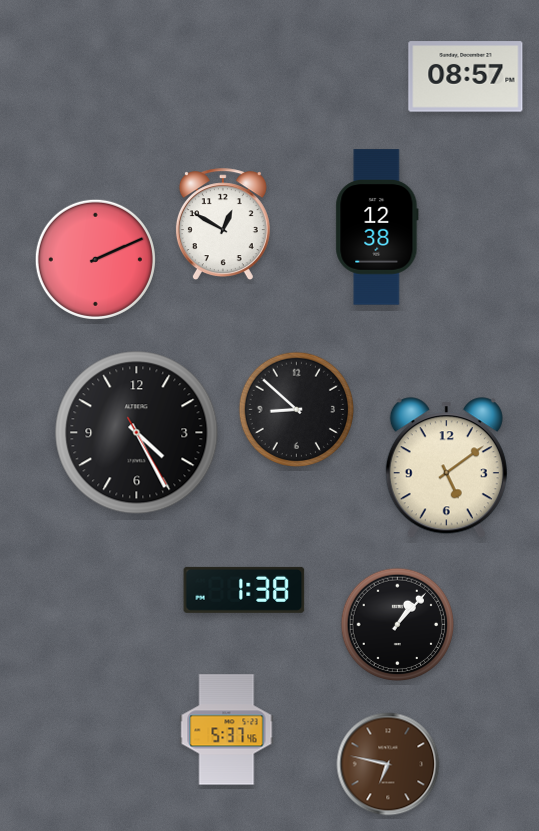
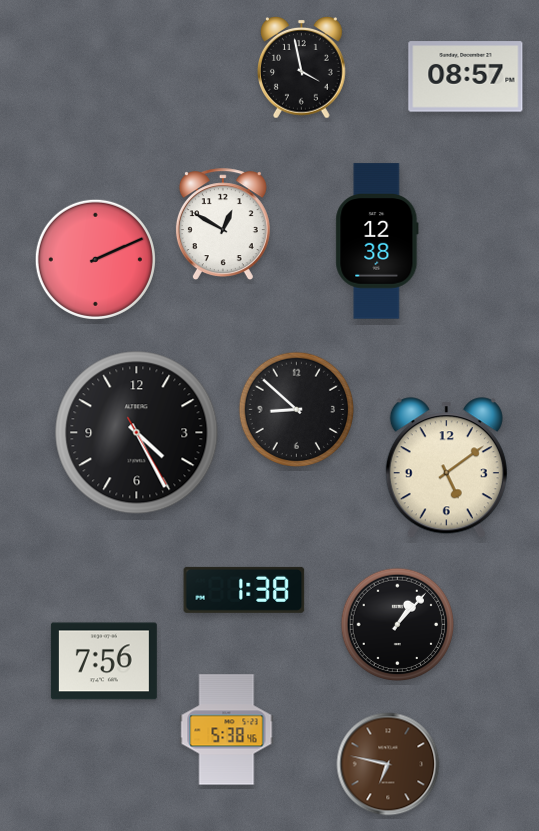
clock at (302, 68): none -> 3:58
clock at (377, 227) position: (377, 227) -> (377, 241)
clock at (104, 661): none -> 7:56
clock at (227, 730): 5:37 -> 5:38
